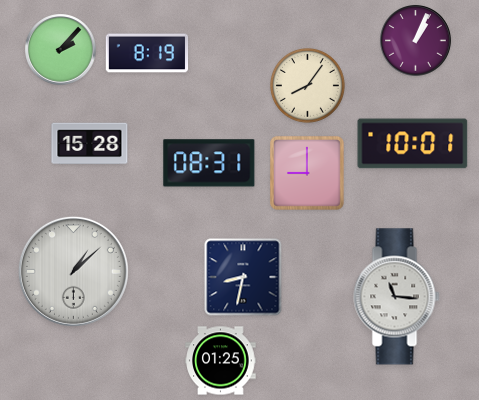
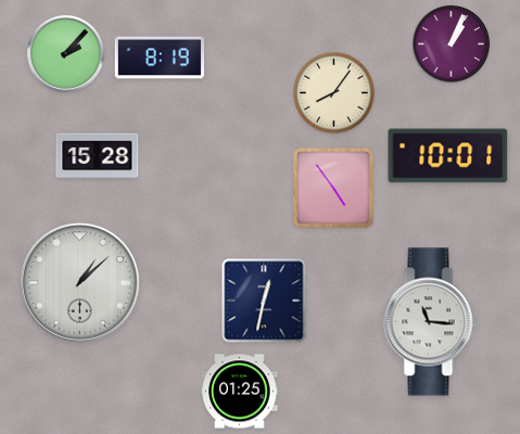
clock at (209, 163): 08:31 -> none
clock at (307, 173): 9:00 -> 4:54
clock at (73, 271) position: (73, 271) -> (79, 282)
clock at (243, 277): 8:32 -> 12:32
